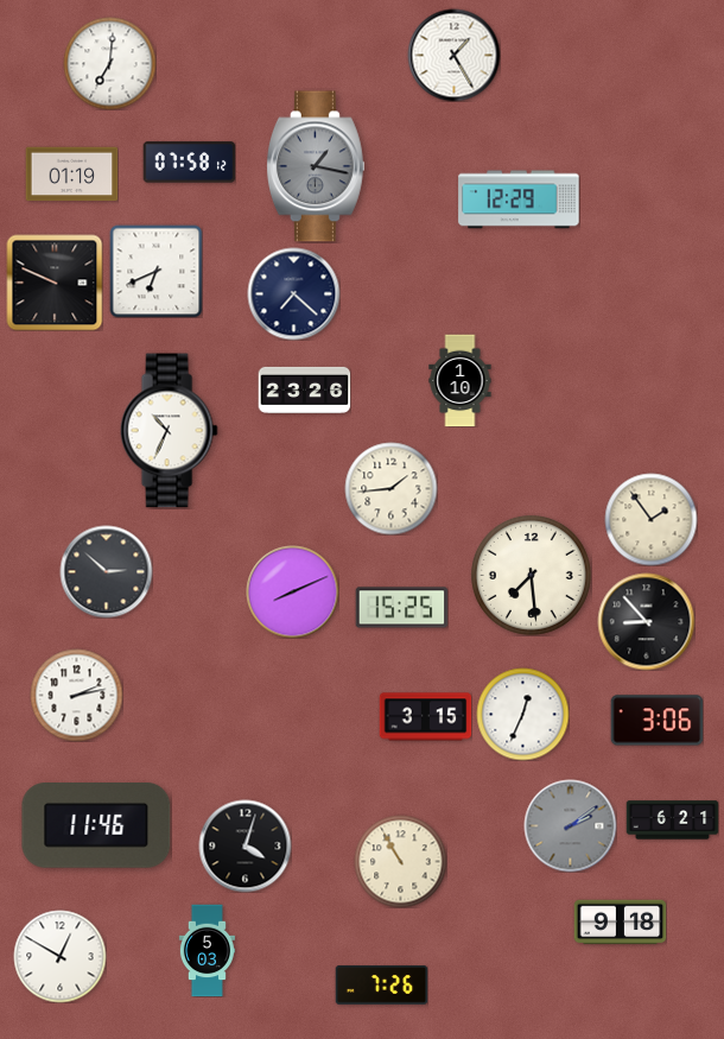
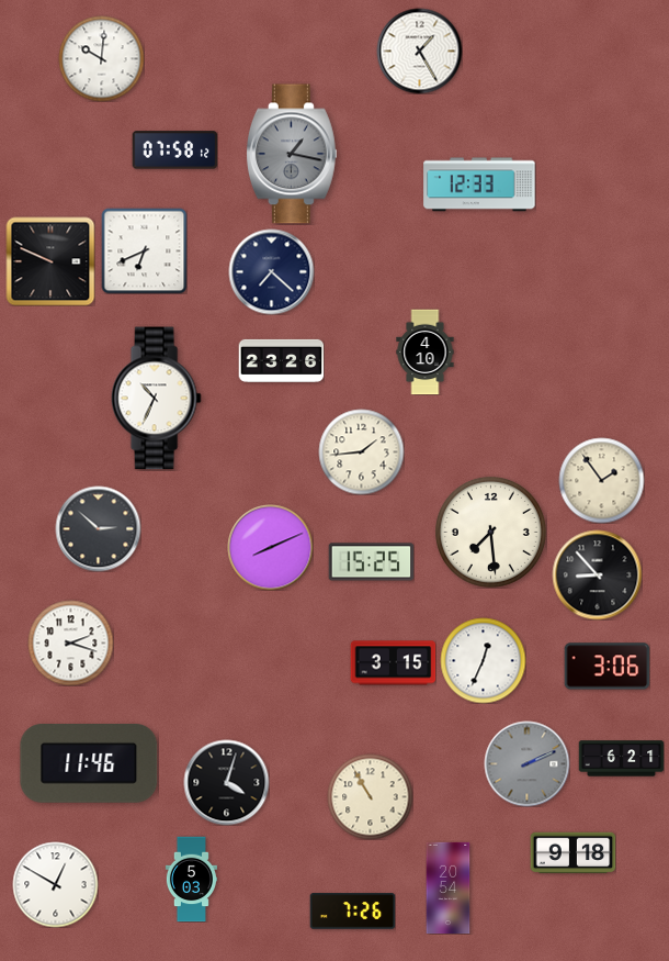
clock at (109, 63): 7:01 -> 10:01
clock at (71, 175): 01:19 -> none
clock at (519, 199): 12:29 -> 12:33
clock at (461, 380): 1:10 -> 4:10
clock at (76, 695): 2:13 -> 2:18
clock at (570, 825): 2:09 -> 2:11
clock at (449, 887): none -> 20:54
